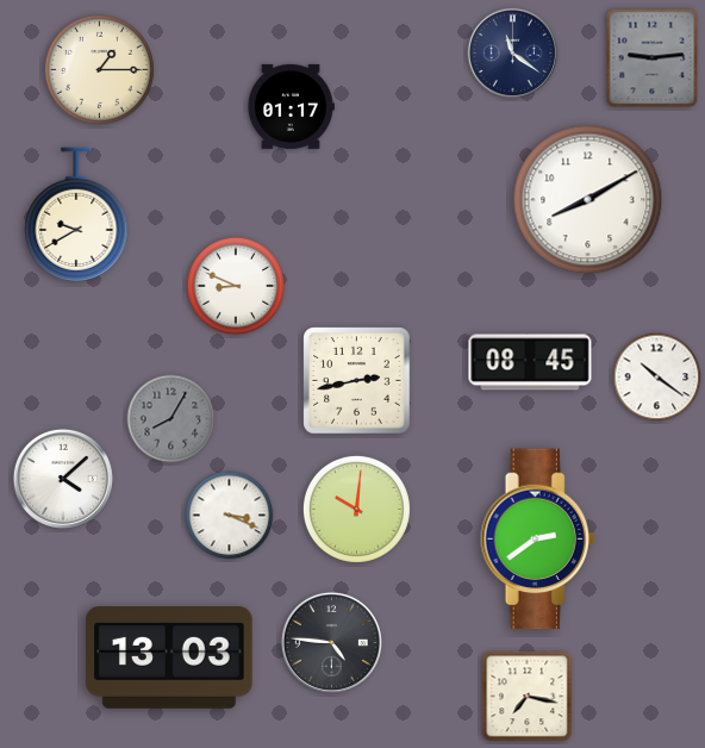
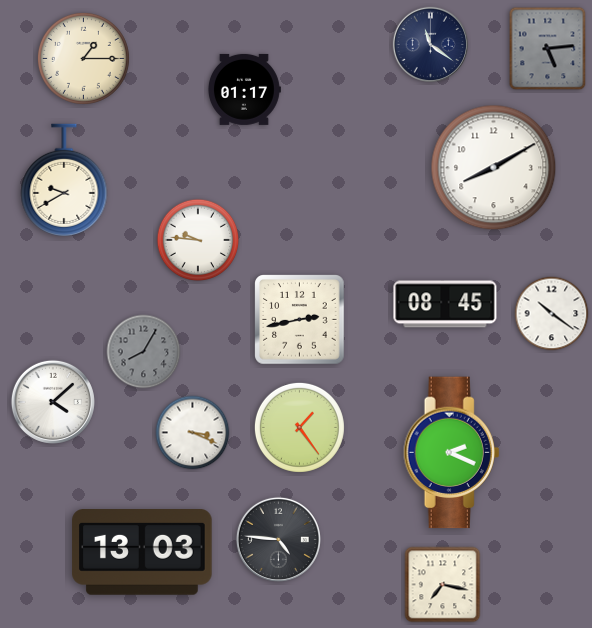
clock at (653, 58): 9:14 -> 5:14
clock at (236, 286): 8:49 -> 9:46
clock at (657, 378) position: (657, 378) -> (552, 314)
clock at (356, 509): 10:01 -> 1:24
clock at (538, 540): 2:39 -> 2:19
